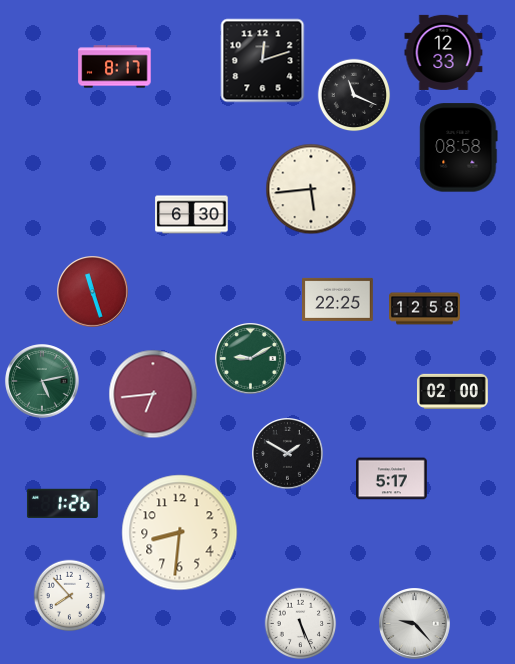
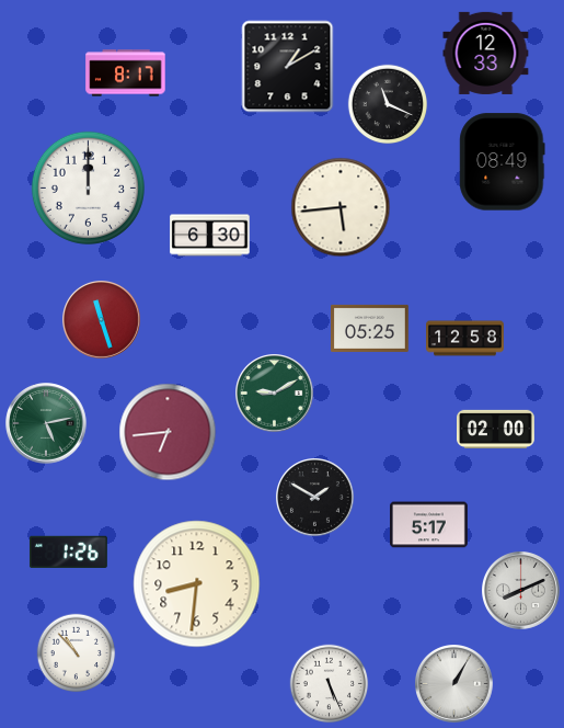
clock at (444, 52) position: (444, 52) -> (486, 53)
clock at (263, 61): 12:12 -> 1:10
clock at (459, 148): 08:58 -> 08:49
clock at (88, 187): none -> 12:00
clock at (338, 299): 22:25 -> 05:25
clock at (42, 381) position: (42, 381) -> (46, 423)
clock at (521, 591): none -> 8:11
clock at (70, 596): 7:53 -> 10:53
clock at (415, 624): 9:23 -> 1:05
